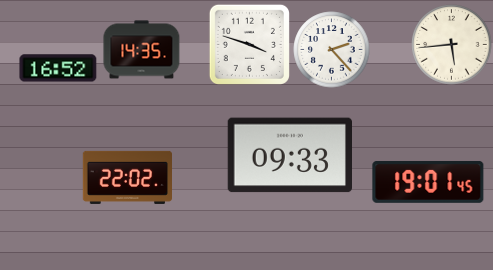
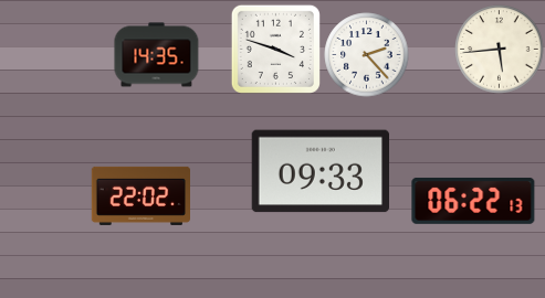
clock at (58, 68): 16:52 -> none
clock at (428, 182): 19:01 -> 06:22
